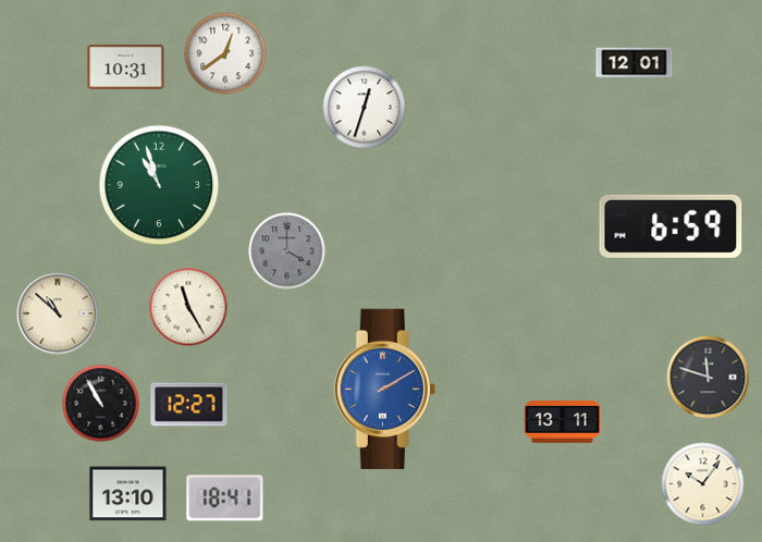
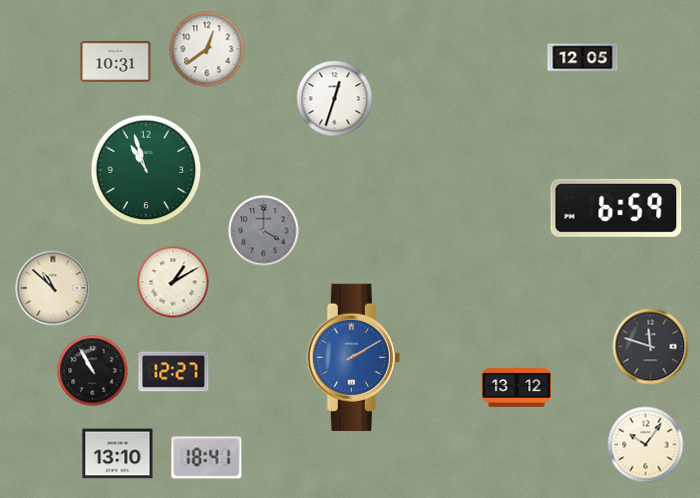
clock at (635, 63): 12:01 -> 12:05
clock at (188, 307): 11:25 -> 1:10
clock at (563, 422): 13:11 -> 13:12
